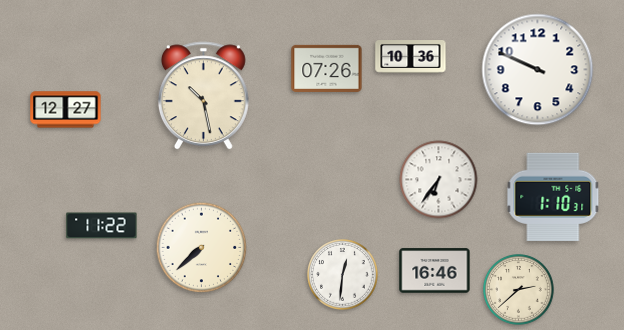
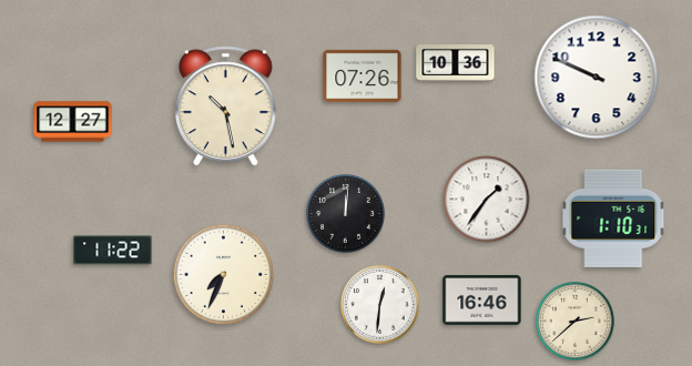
clock at (439, 180): 6:36 -> 1:36
clock at (346, 214): none -> 12:01
clock at (202, 248): 7:38 -> 7:34
